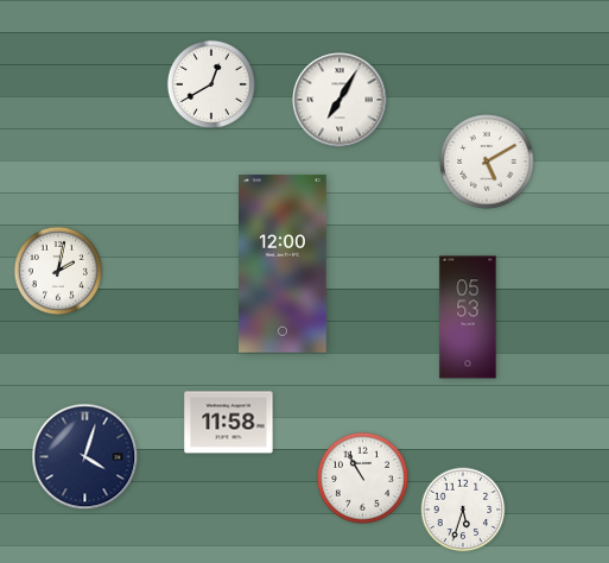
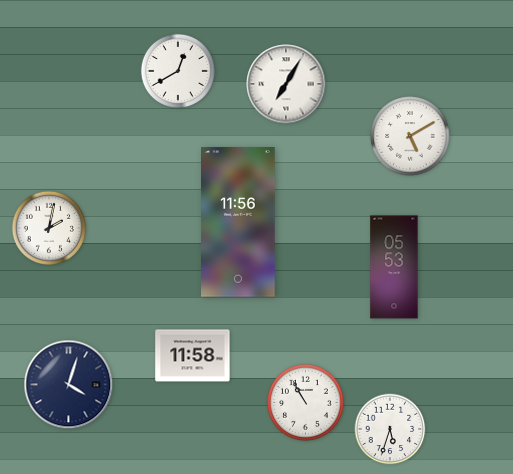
clock at (284, 264): 12:00 -> 11:56
clock at (85, 457) position: (85, 457) -> (69, 385)
